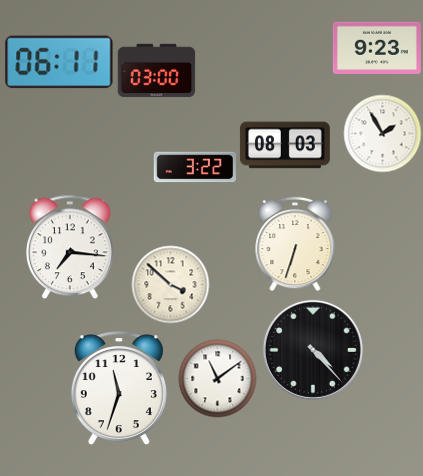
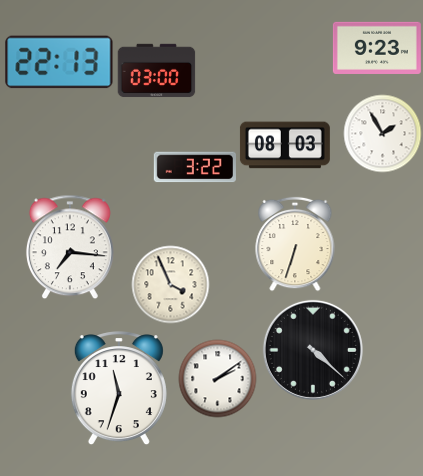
clock at (59, 62): 06:11 -> 22:13
clock at (170, 284): 3:52 -> 3:56
clock at (313, 350): 4:23 -> 4:22
clock at (217, 378): 11:09 -> 2:09
